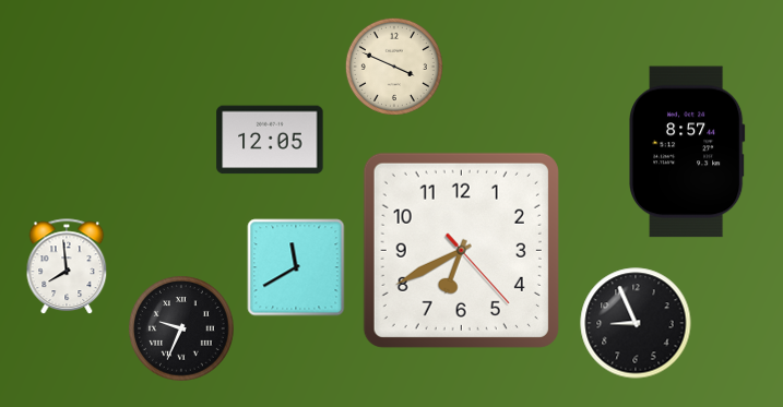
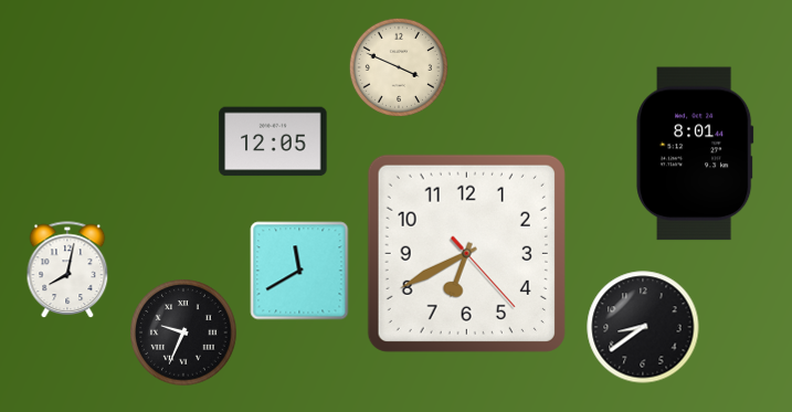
clock at (688, 152): 8:57 -> 8:01
clock at (67, 267): 7:59 -> 8:02
clock at (636, 323): 8:56 -> 8:39
